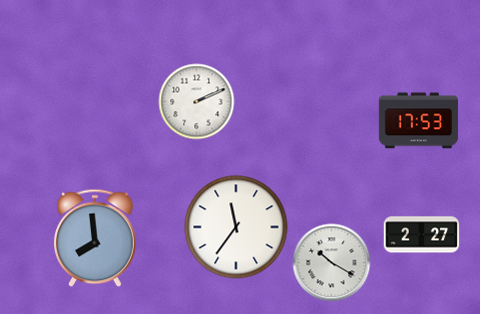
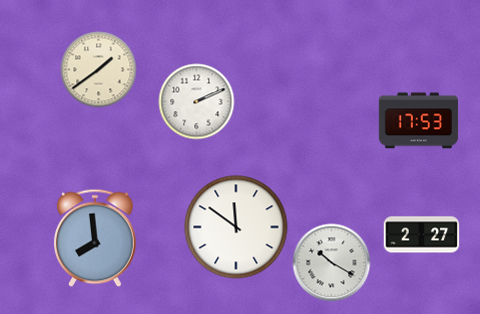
clock at (99, 70): none -> 1:39
clock at (236, 227): 11:36 -> 11:51
